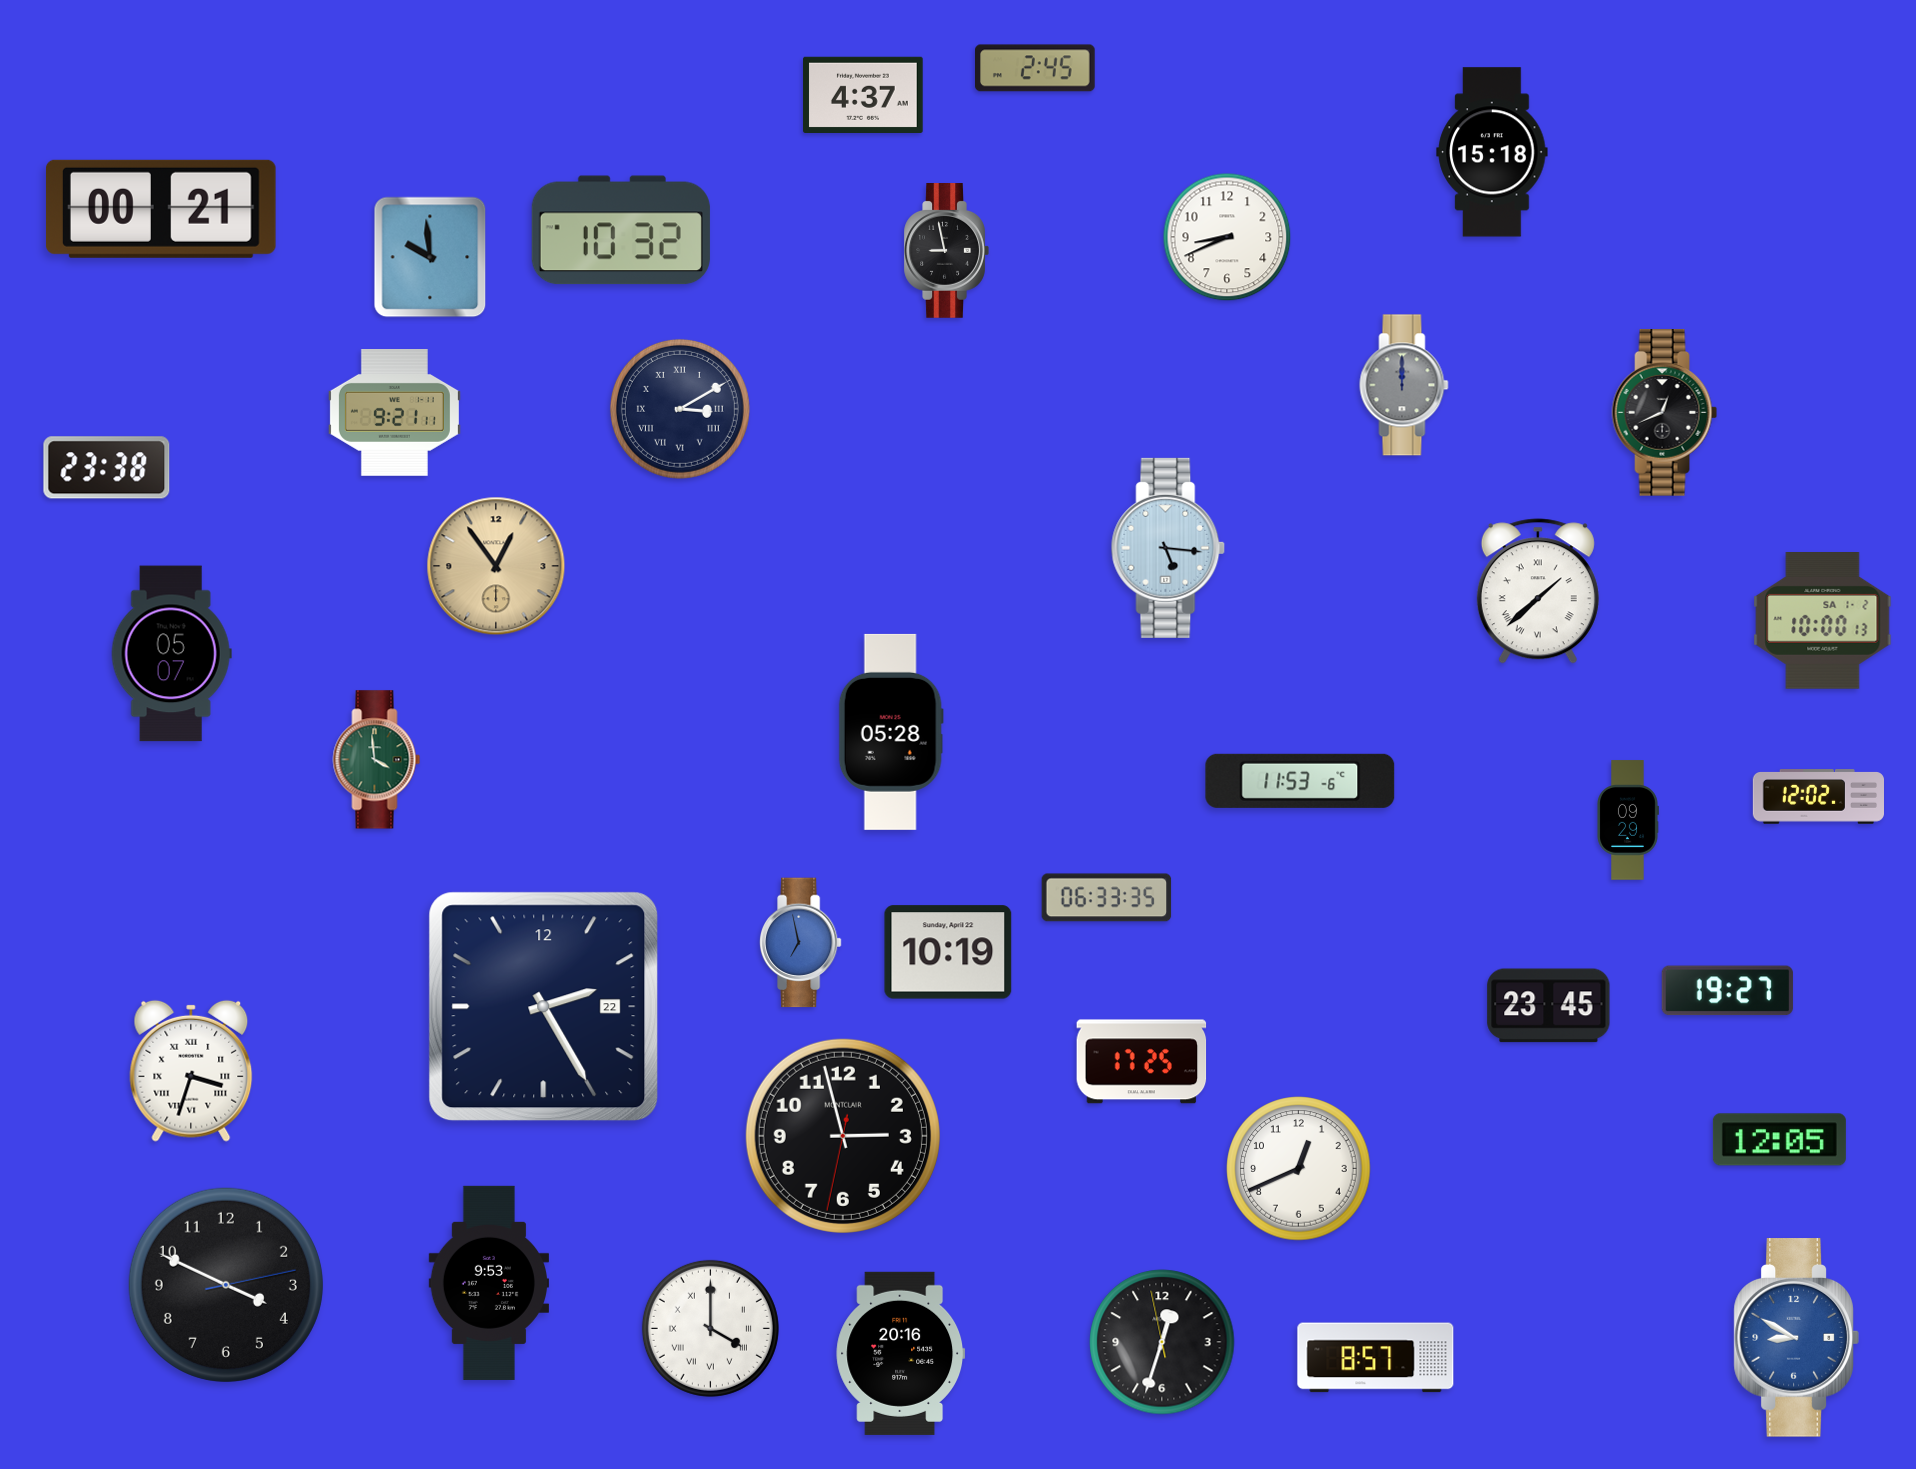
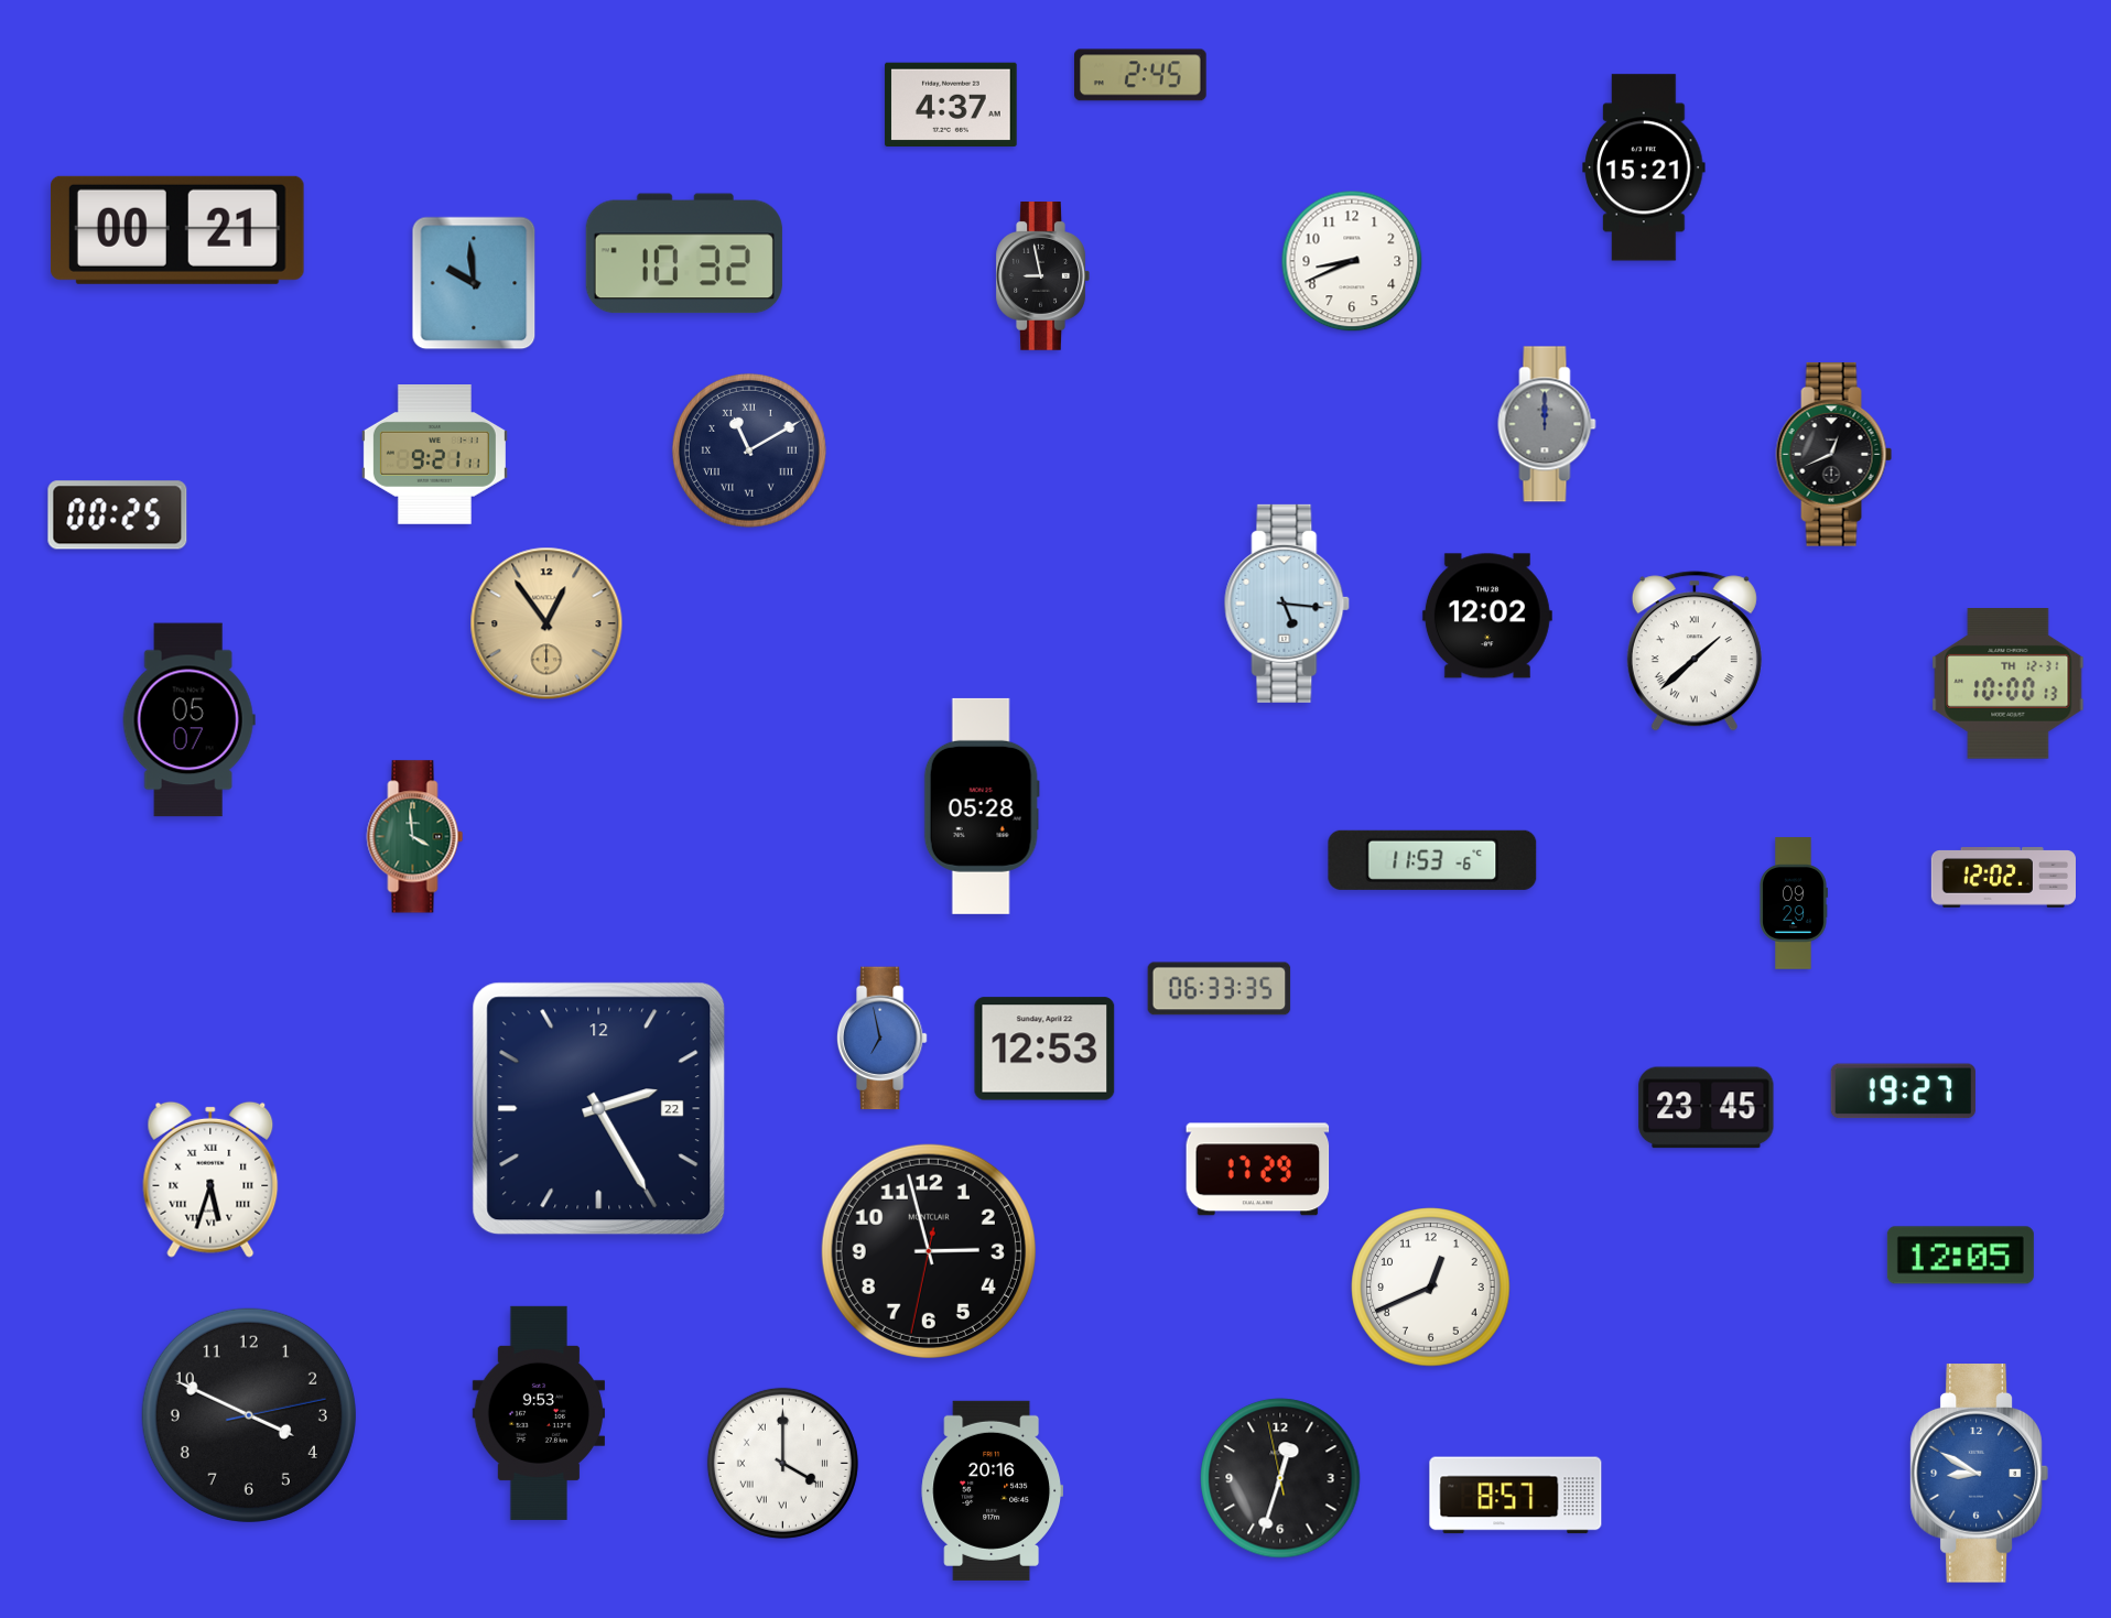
clock at (1492, 152): 15:18 -> 15:21
clock at (680, 409): 3:10 -> 11:10
clock at (107, 468): 23:38 -> 00:25
clock at (1487, 616): none -> 12:02
clock at (1823, 621) date: SA 1-2 -> TH 12-31
clock at (948, 952): 10:19 -> 12:53
clock at (1142, 1062): 17:25 -> 17:29
clock at (191, 1071): 3:33 -> 5:33
